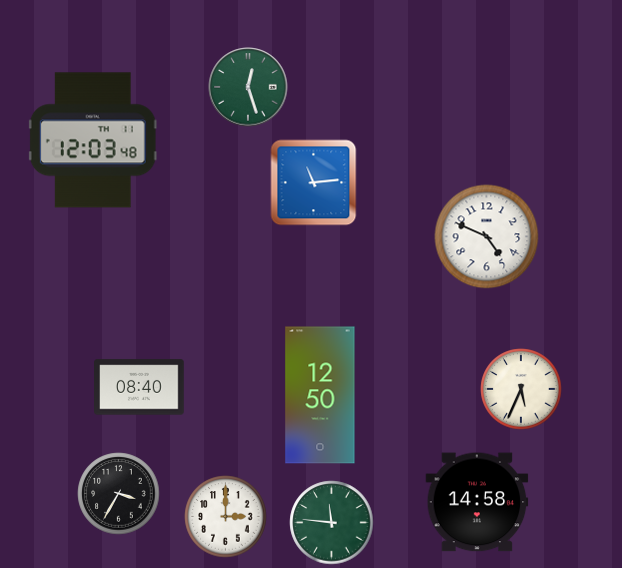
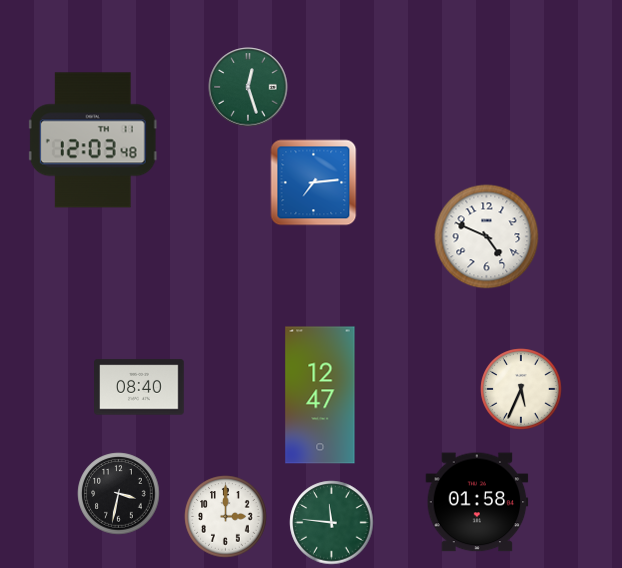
clock at (314, 183): 11:14 -> 7:14
clock at (320, 395): 12:50 -> 12:47
clock at (119, 494): 3:35 -> 3:32
clock at (477, 502): 14:58 -> 01:58
